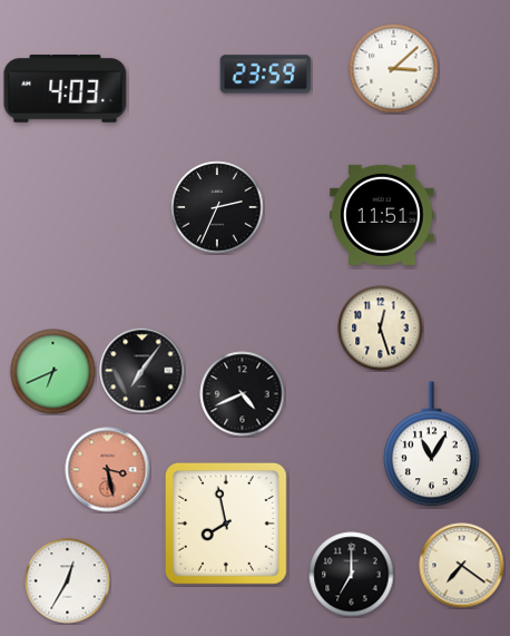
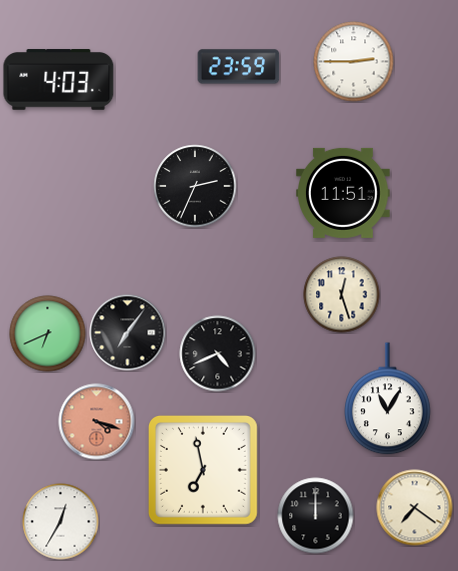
clock at (394, 69): 3:08 -> 2:45
clock at (108, 470): 3:28 -> 4:18
clock at (226, 524): 7:58 -> 6:58
clock at (352, 575): 7:00 -> 12:00
